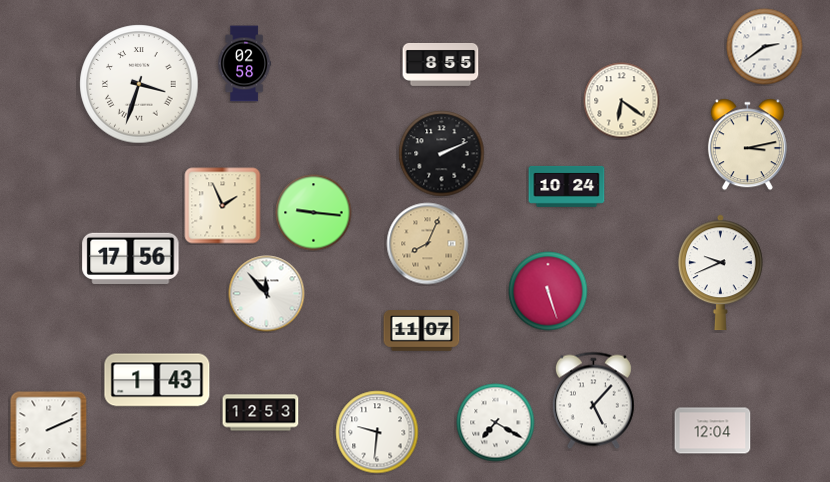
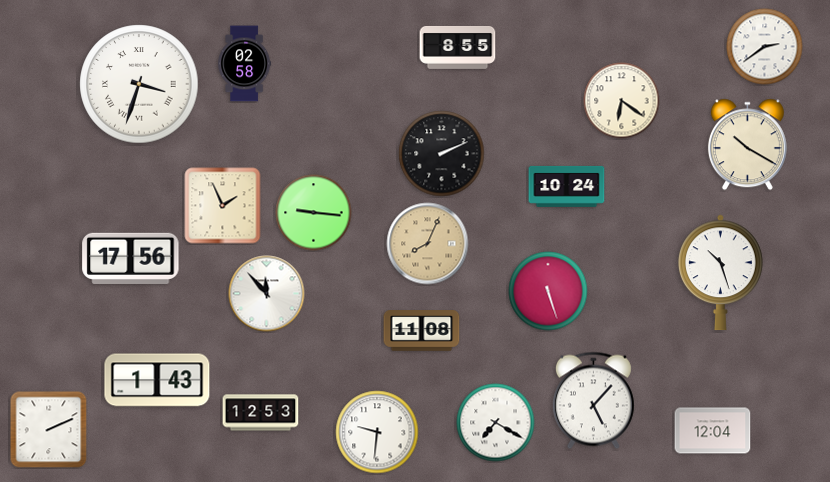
clock at (441, 64) position: (441, 64) -> (458, 47)
clock at (747, 145): 3:13 -> 10:20
clock at (720, 273): 9:41 -> 10:27
clock at (422, 331): 11:07 -> 11:08
